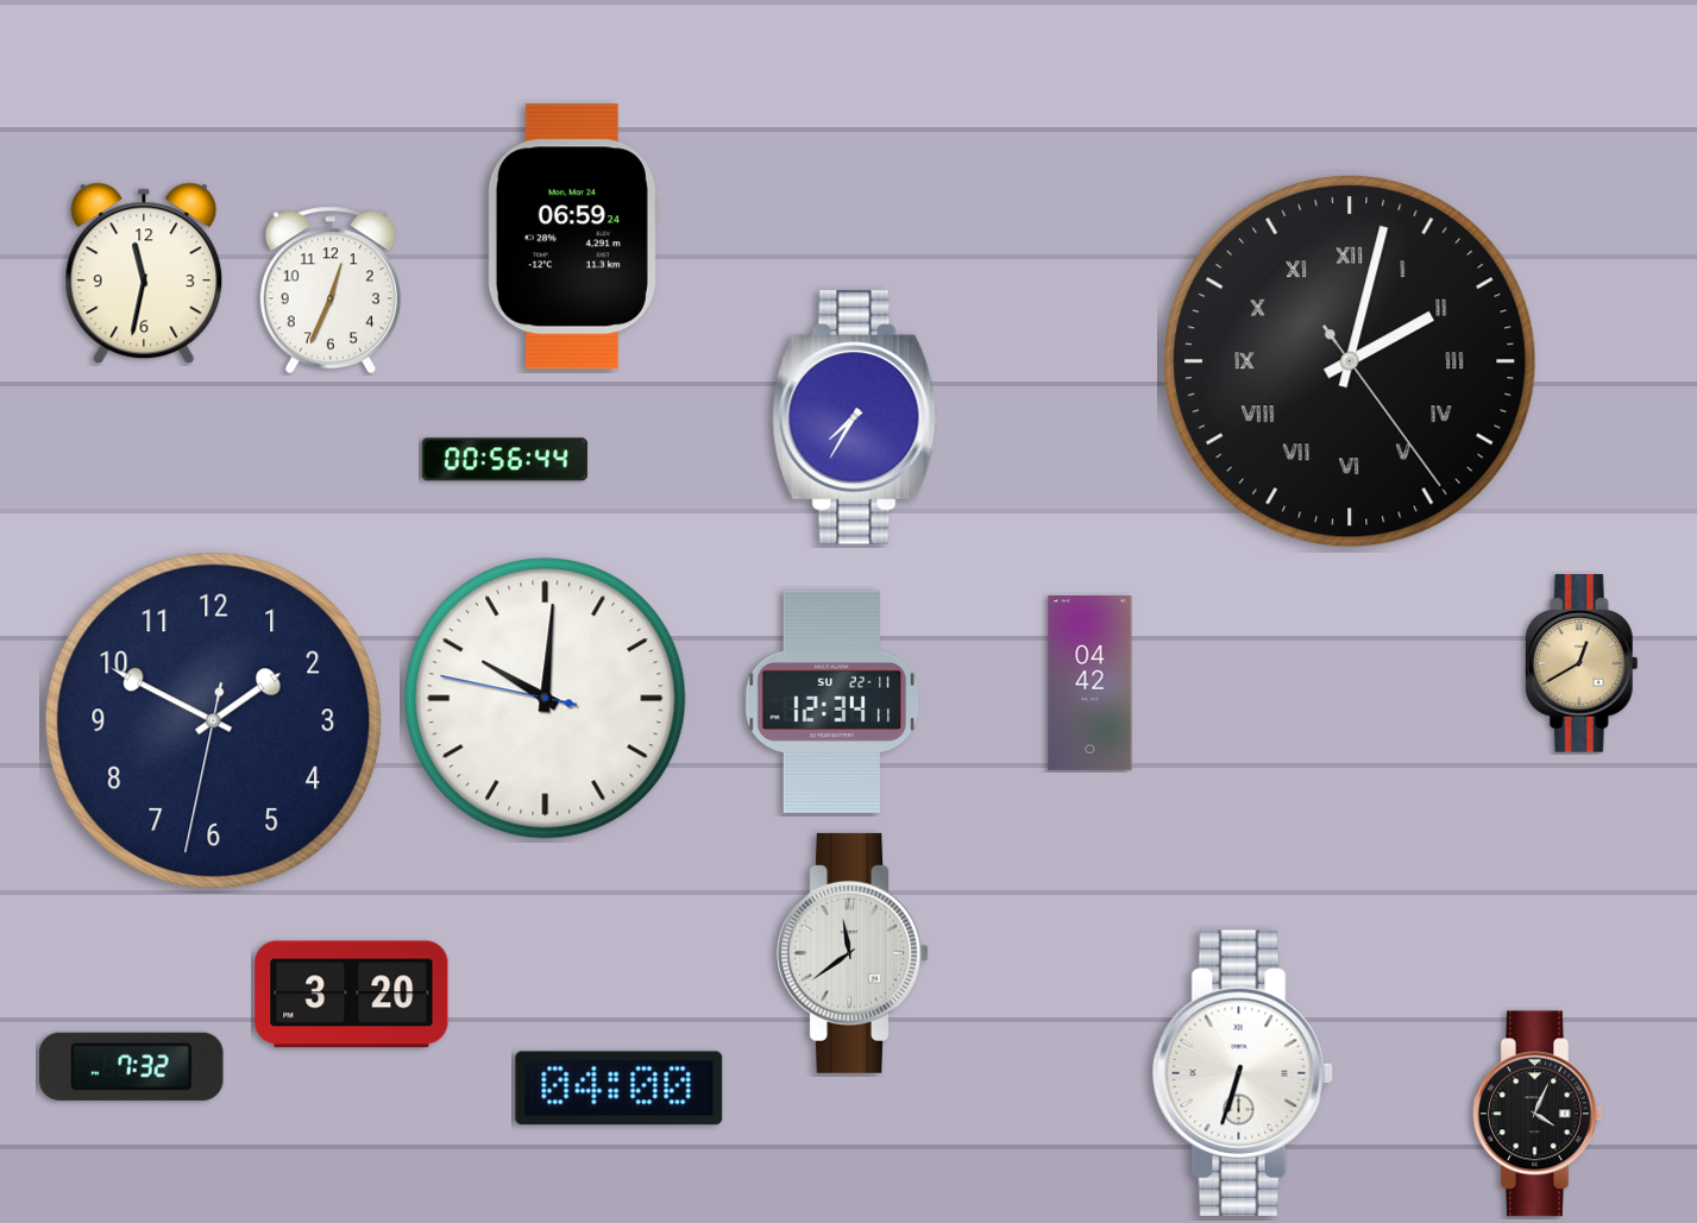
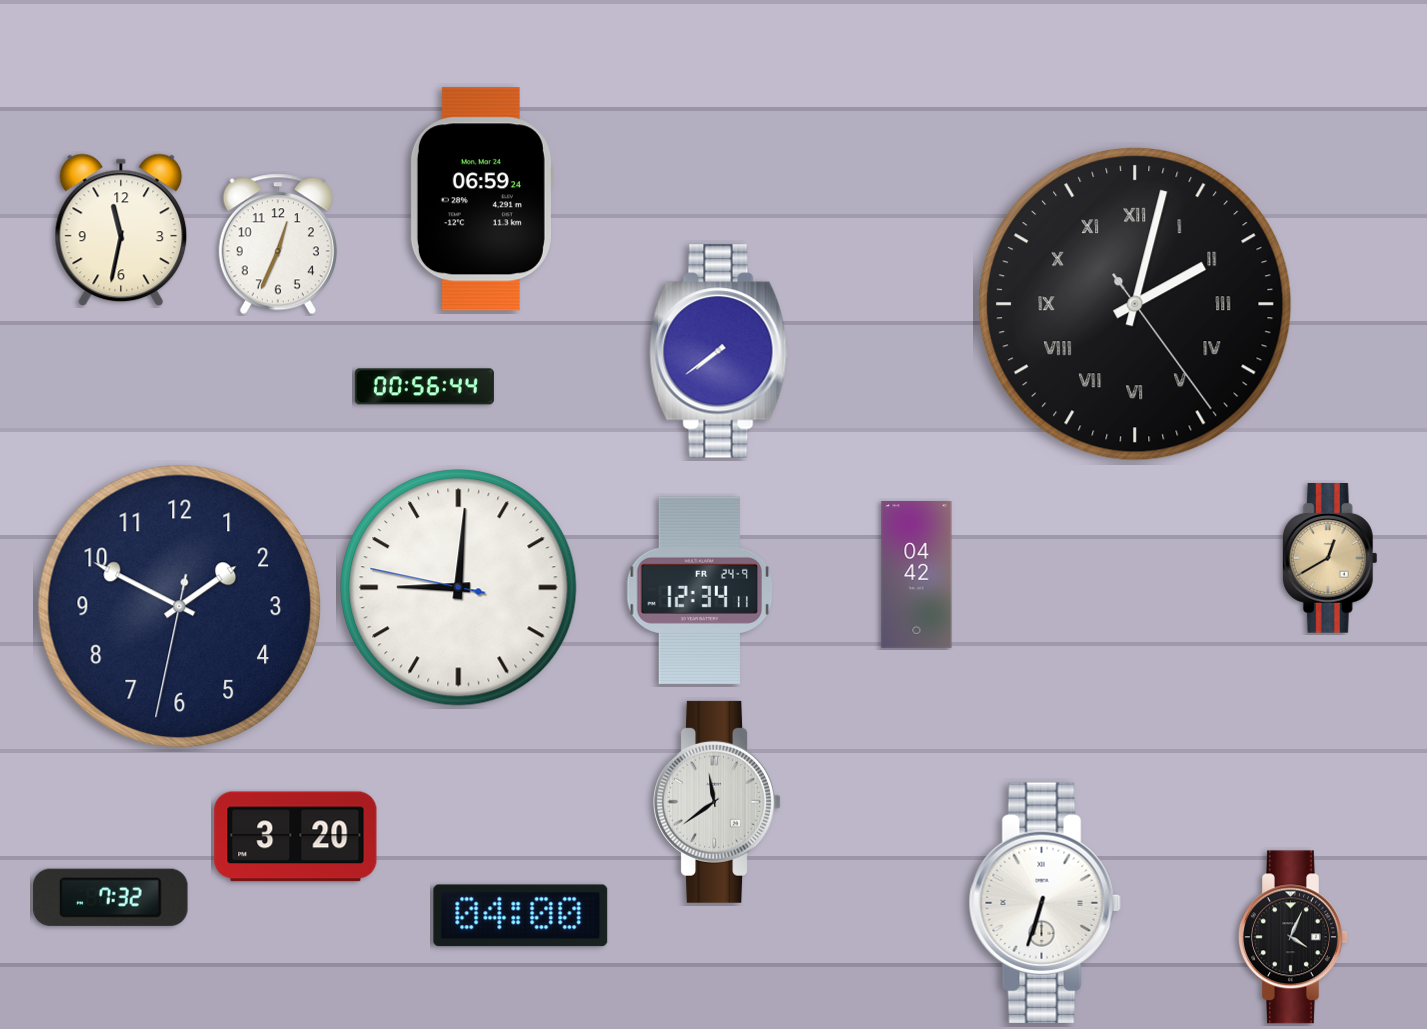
clock at (855, 417): 7:35 -> 7:39
clock at (546, 699): 10:00 -> 9:00
clock at (832, 702) date: SU 22-11 -> FR 24-9
